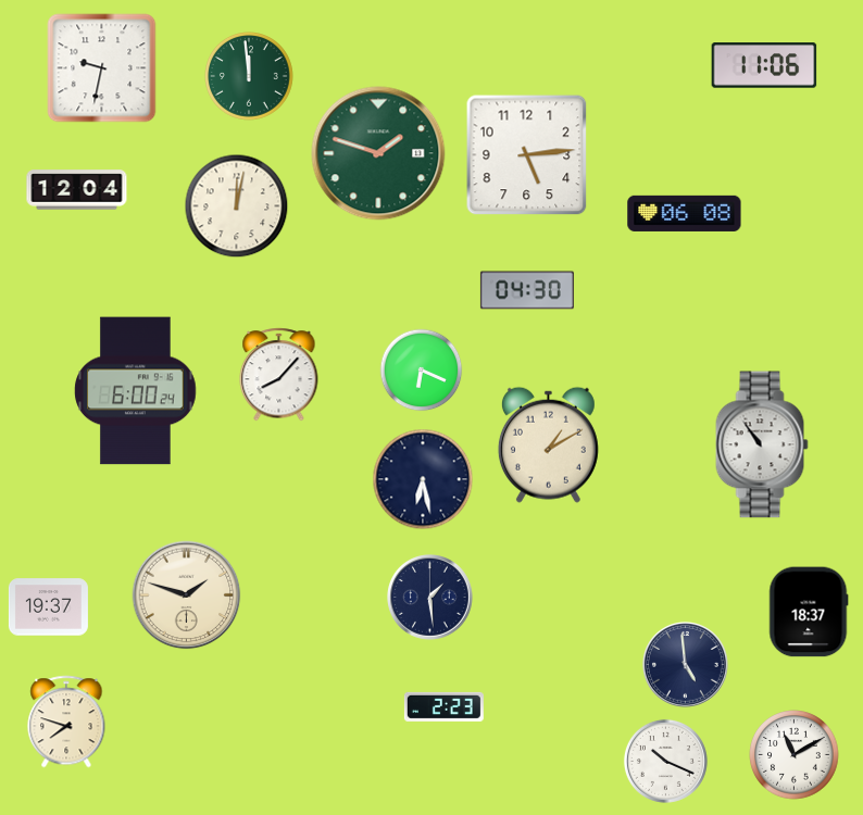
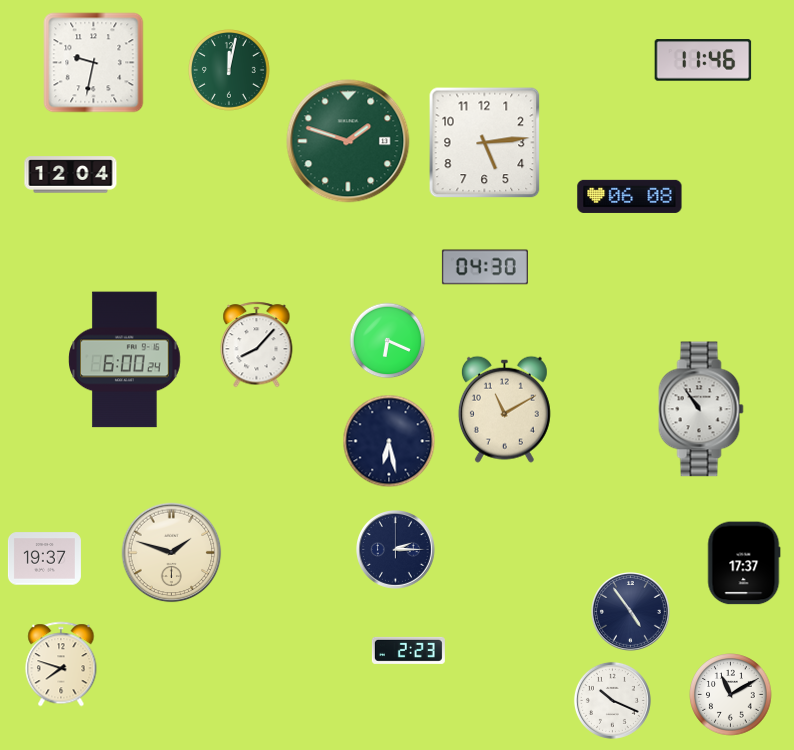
clock at (764, 65): 11:06 -> 11:46
clock at (250, 77): 11:59 -> 12:02
clock at (237, 206): 12:02 -> none
clock at (548, 444): 1:10 -> 11:10
clock at (187, 595) position: (187, 595) -> (172, 553)
clock at (430, 598): 1:29 -> 2:15
clock at (809, 612): 18:37 -> 17:37
clock at (686, 665): 4:59 -> 4:54
